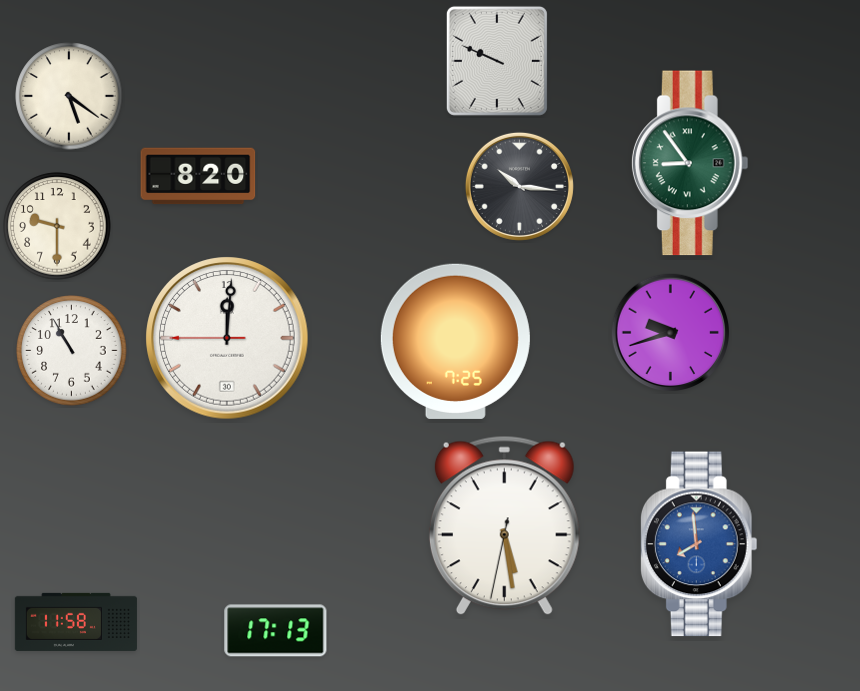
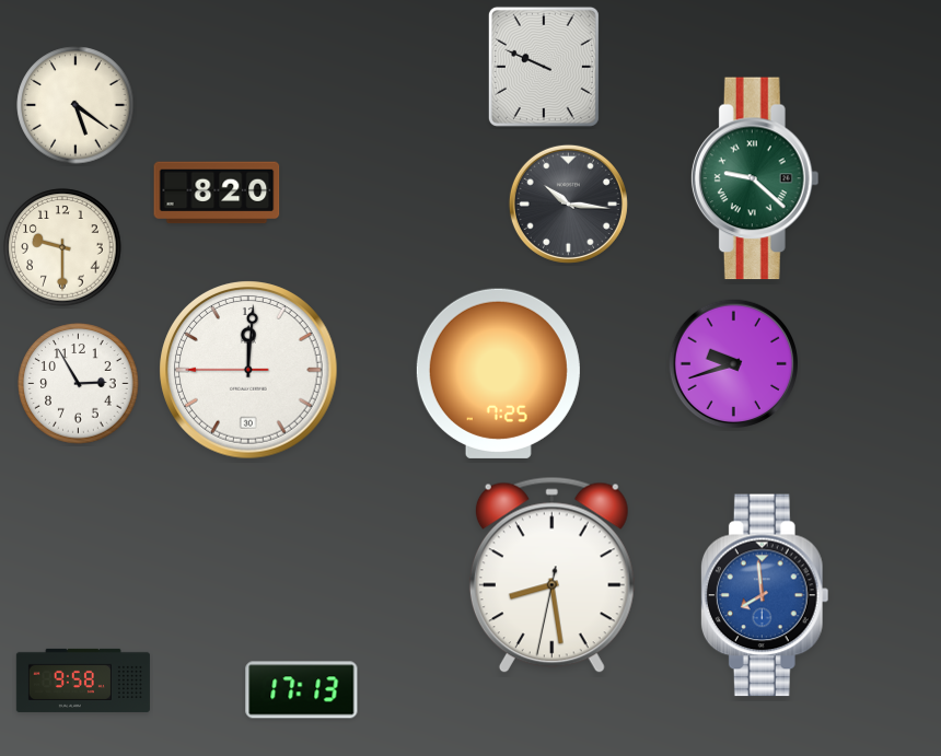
clock at (690, 163): 8:54 -> 9:22
clock at (72, 351): 10:55 -> 2:55
clock at (504, 526): 5:28 -> 8:28
clock at (76, 622): 11:58 -> 9:58
